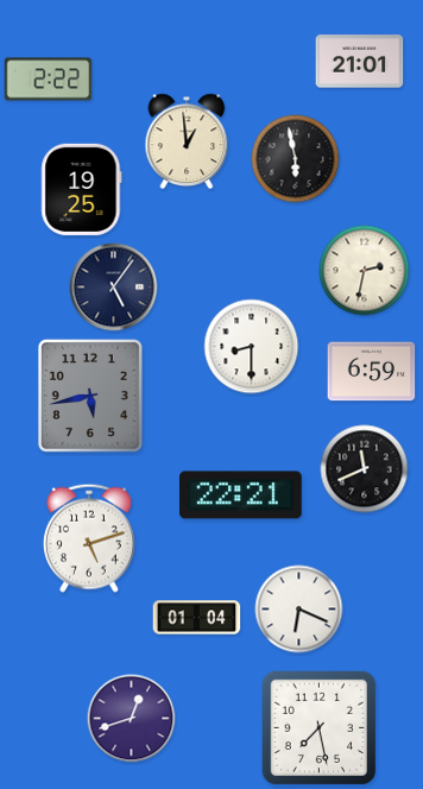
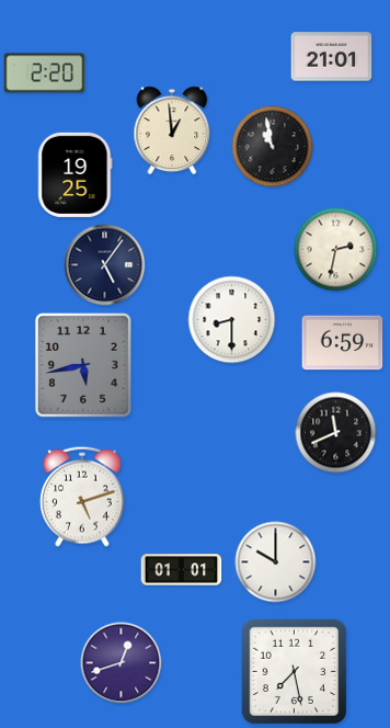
clock at (49, 80): 2:22 -> 2:20
clock at (296, 159): 5:58 -> 10:58
clock at (241, 496): 22:21 -> none
clock at (299, 610): 6:19 -> 10:00
clock at (197, 618): 01:04 -> 01:01
